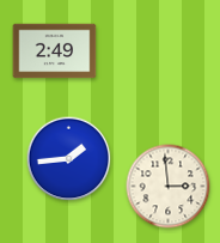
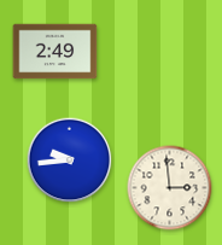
clock at (69, 159): 1:44 -> 9:44
